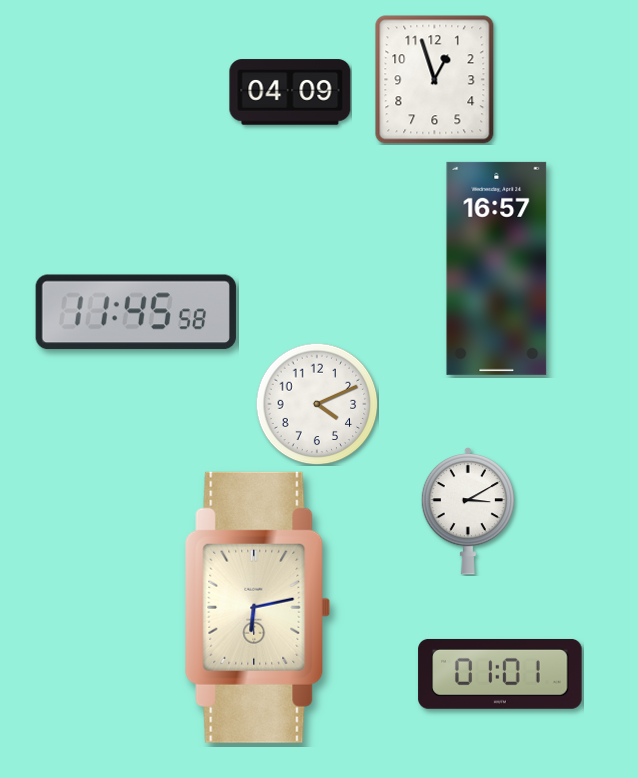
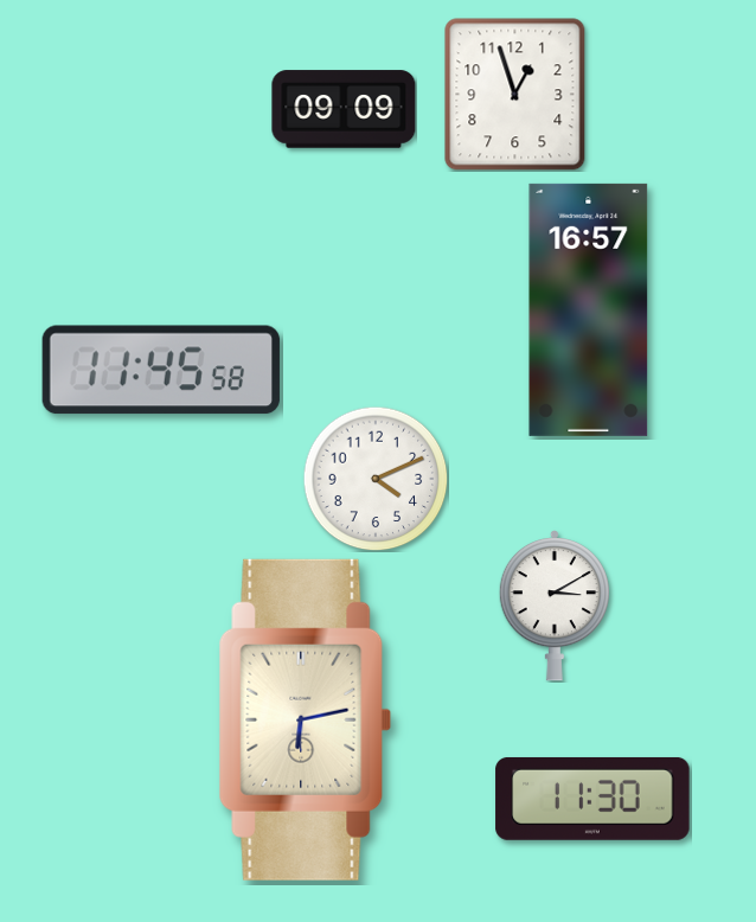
clock at (290, 92): 04:09 -> 09:09
clock at (497, 268) position: (497, 268) -> (589, 309)
clock at (500, 674): 01:01 -> 11:30
